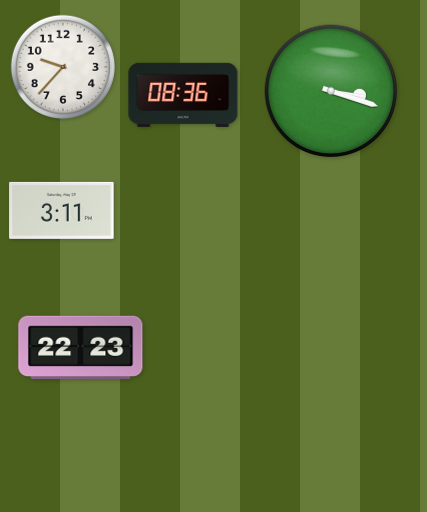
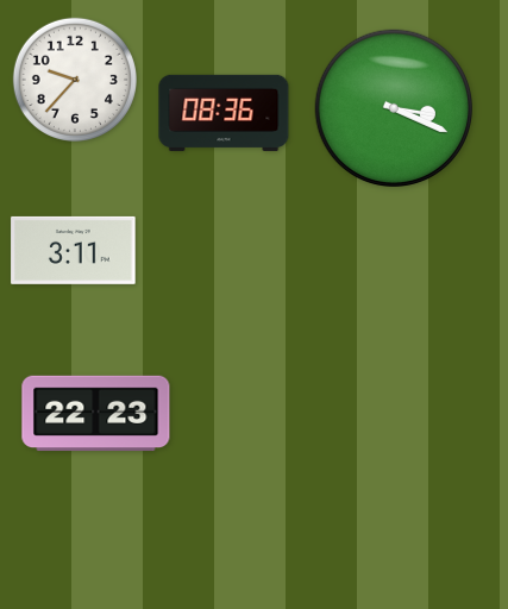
clock at (330, 90): 3:18 -> 3:19
clock at (183, 95) position: (183, 95) -> (224, 113)
